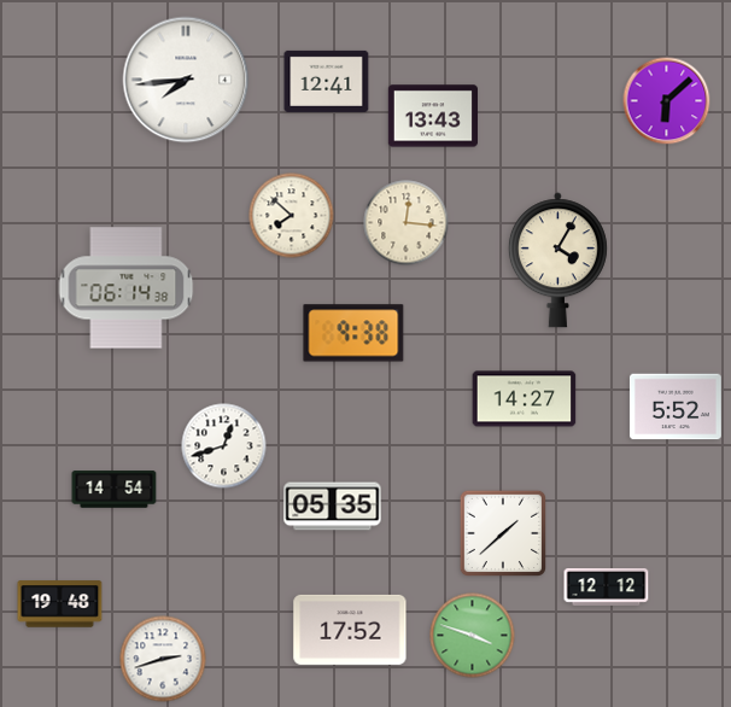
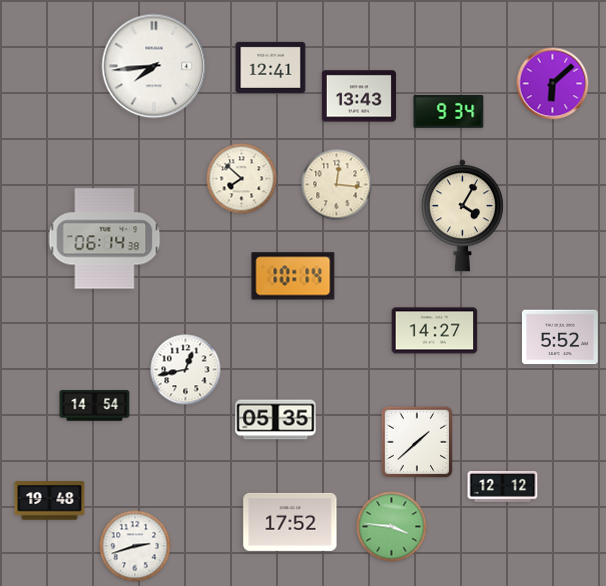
clock at (449, 112): none -> 9:34
clock at (353, 333): 9:38 -> 10:14
clock at (224, 446): 12:42 -> 12:43
clock at (473, 636): 3:48 -> 3:46
